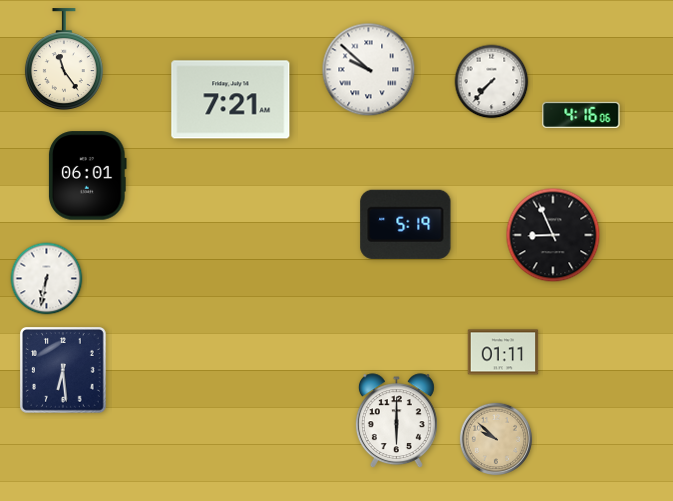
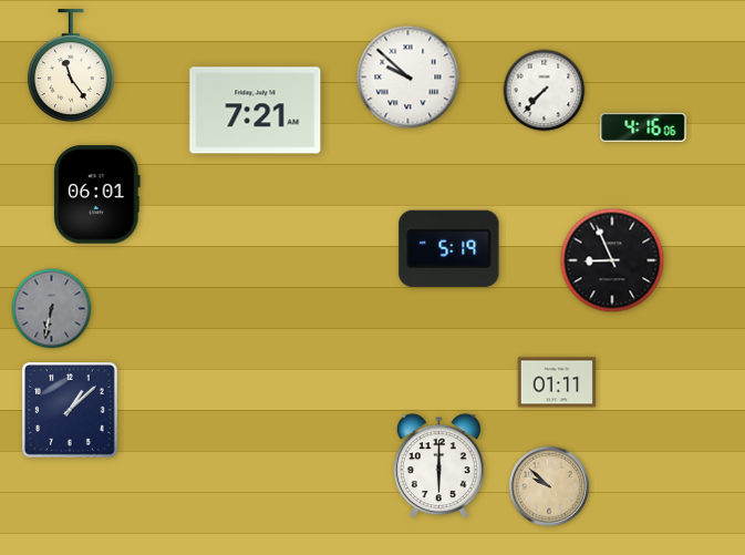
clock at (47, 279) dial: white -> grey
clock at (503, 352) position: (503, 352) -> (557, 382)
clock at (64, 371): 6:29 -> 1:08
